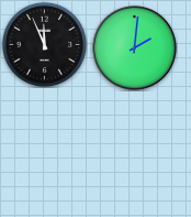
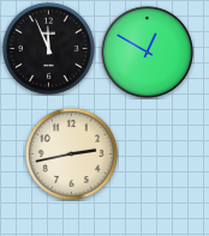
clock at (135, 48): 2:01 -> 12:50
clock at (71, 153): none -> 2:43
